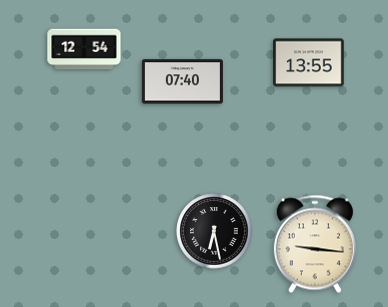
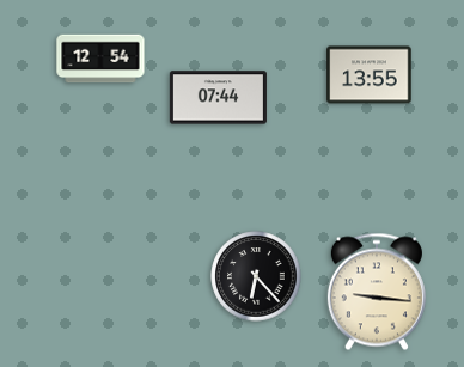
clock at (182, 82): 07:40 -> 07:44
clock at (214, 231): 6:28 -> 6:23
